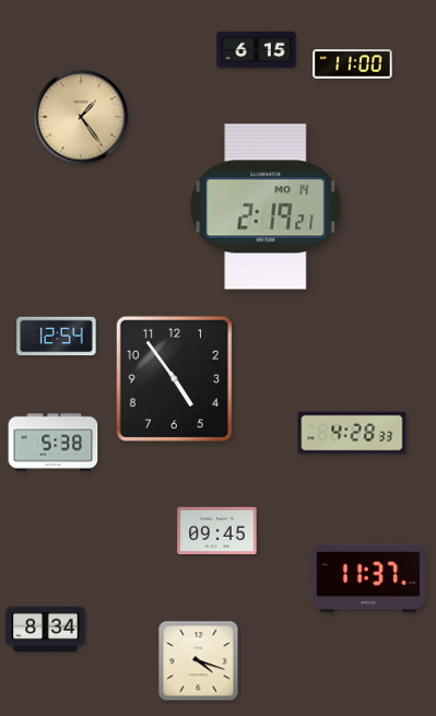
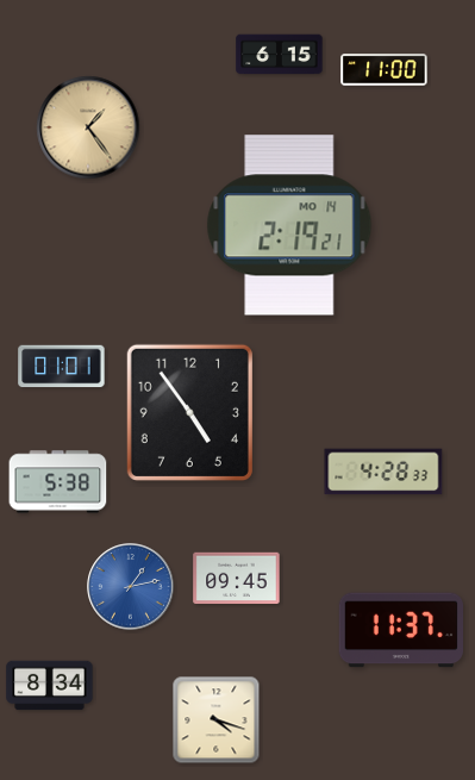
clock at (57, 337): 12:54 -> 01:01
clock at (131, 587): none -> 1:13
